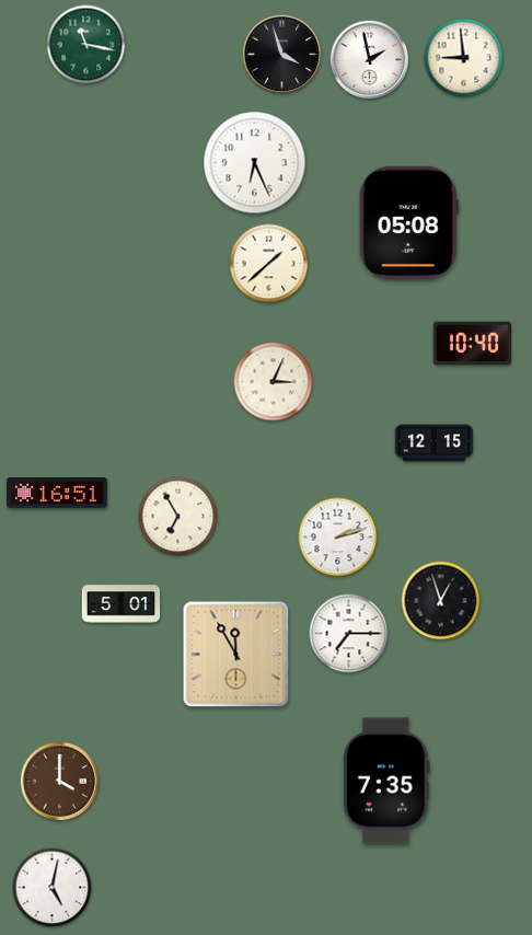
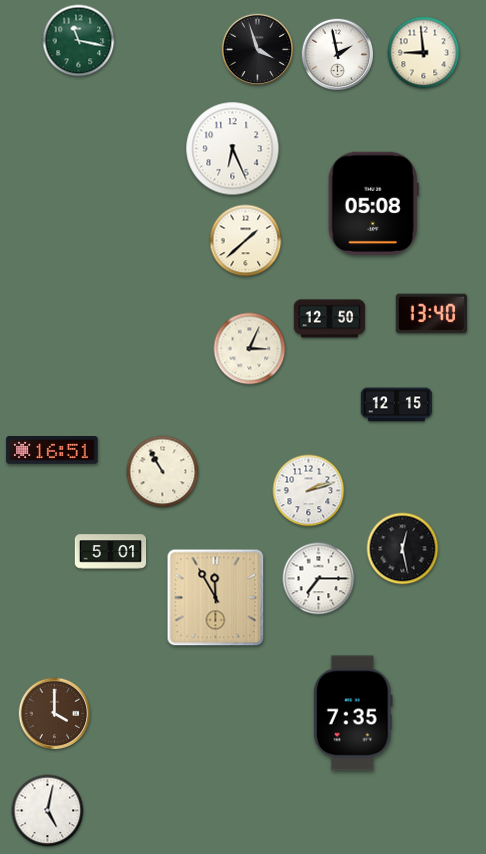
clock at (472, 344): 10:40 -> 13:40
clock at (330, 319): none -> 12:50
clock at (178, 517): 6:55 -> 10:55
clock at (441, 601): 12:57 -> 12:28
